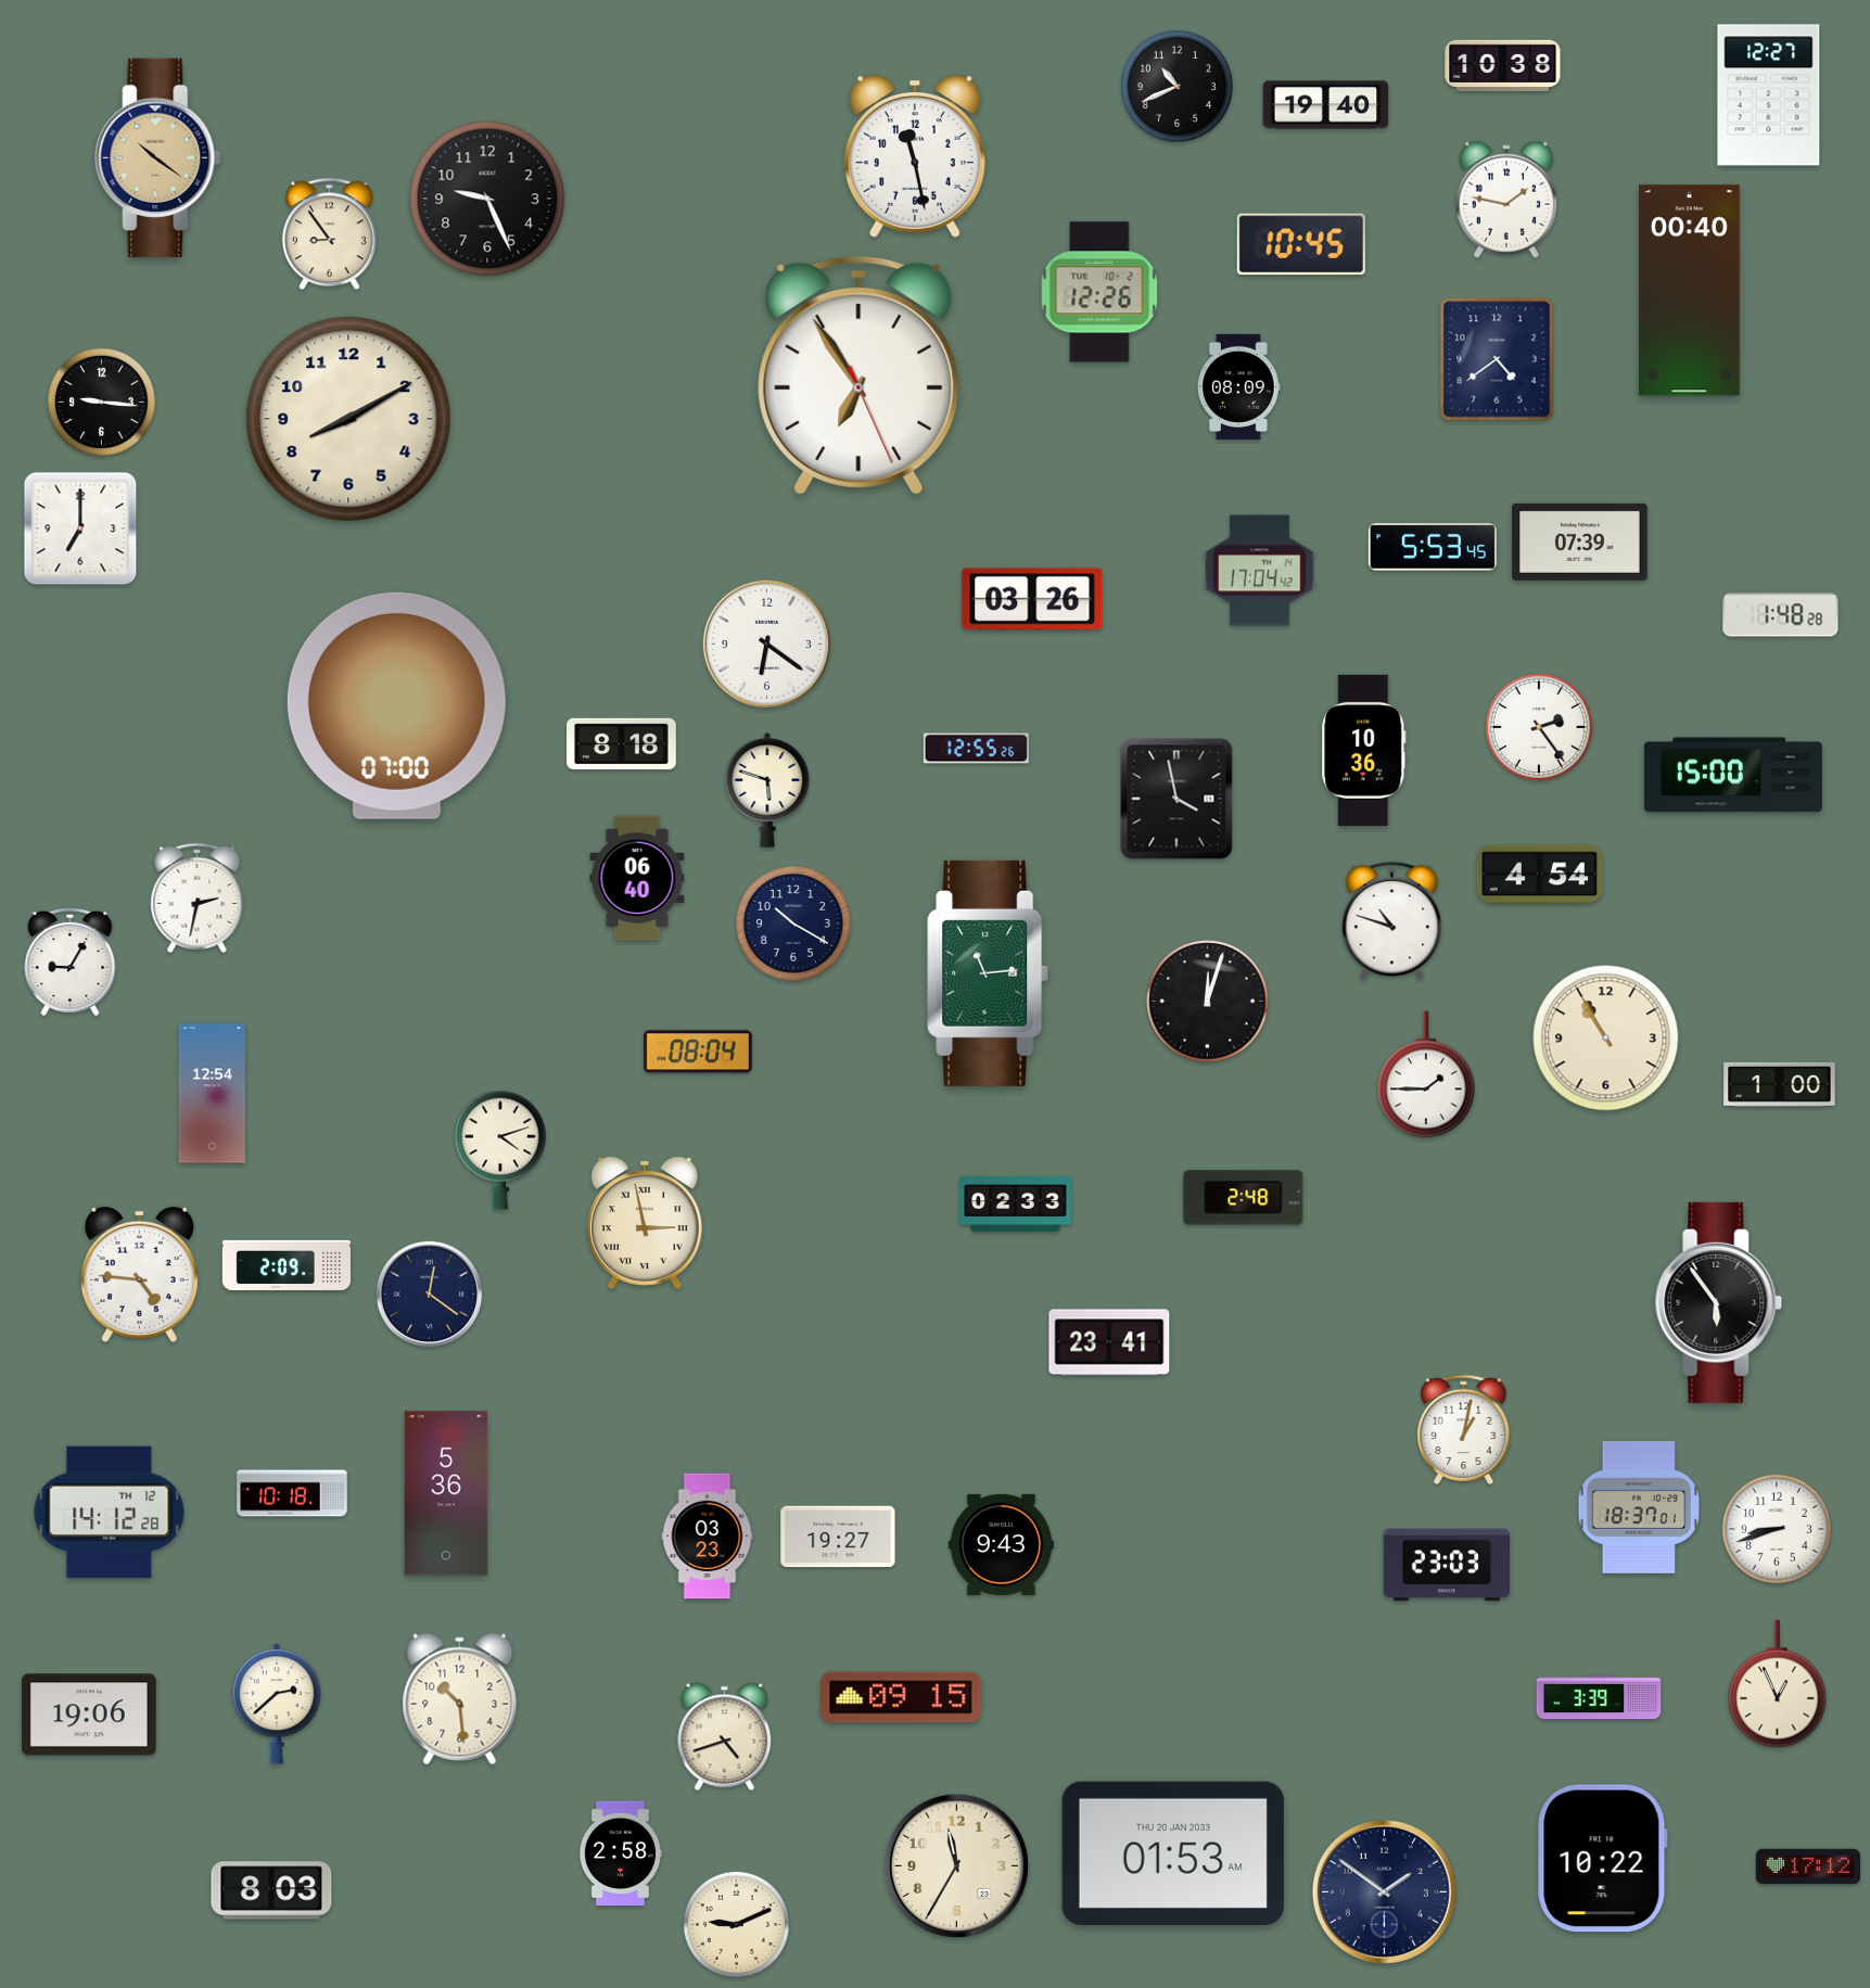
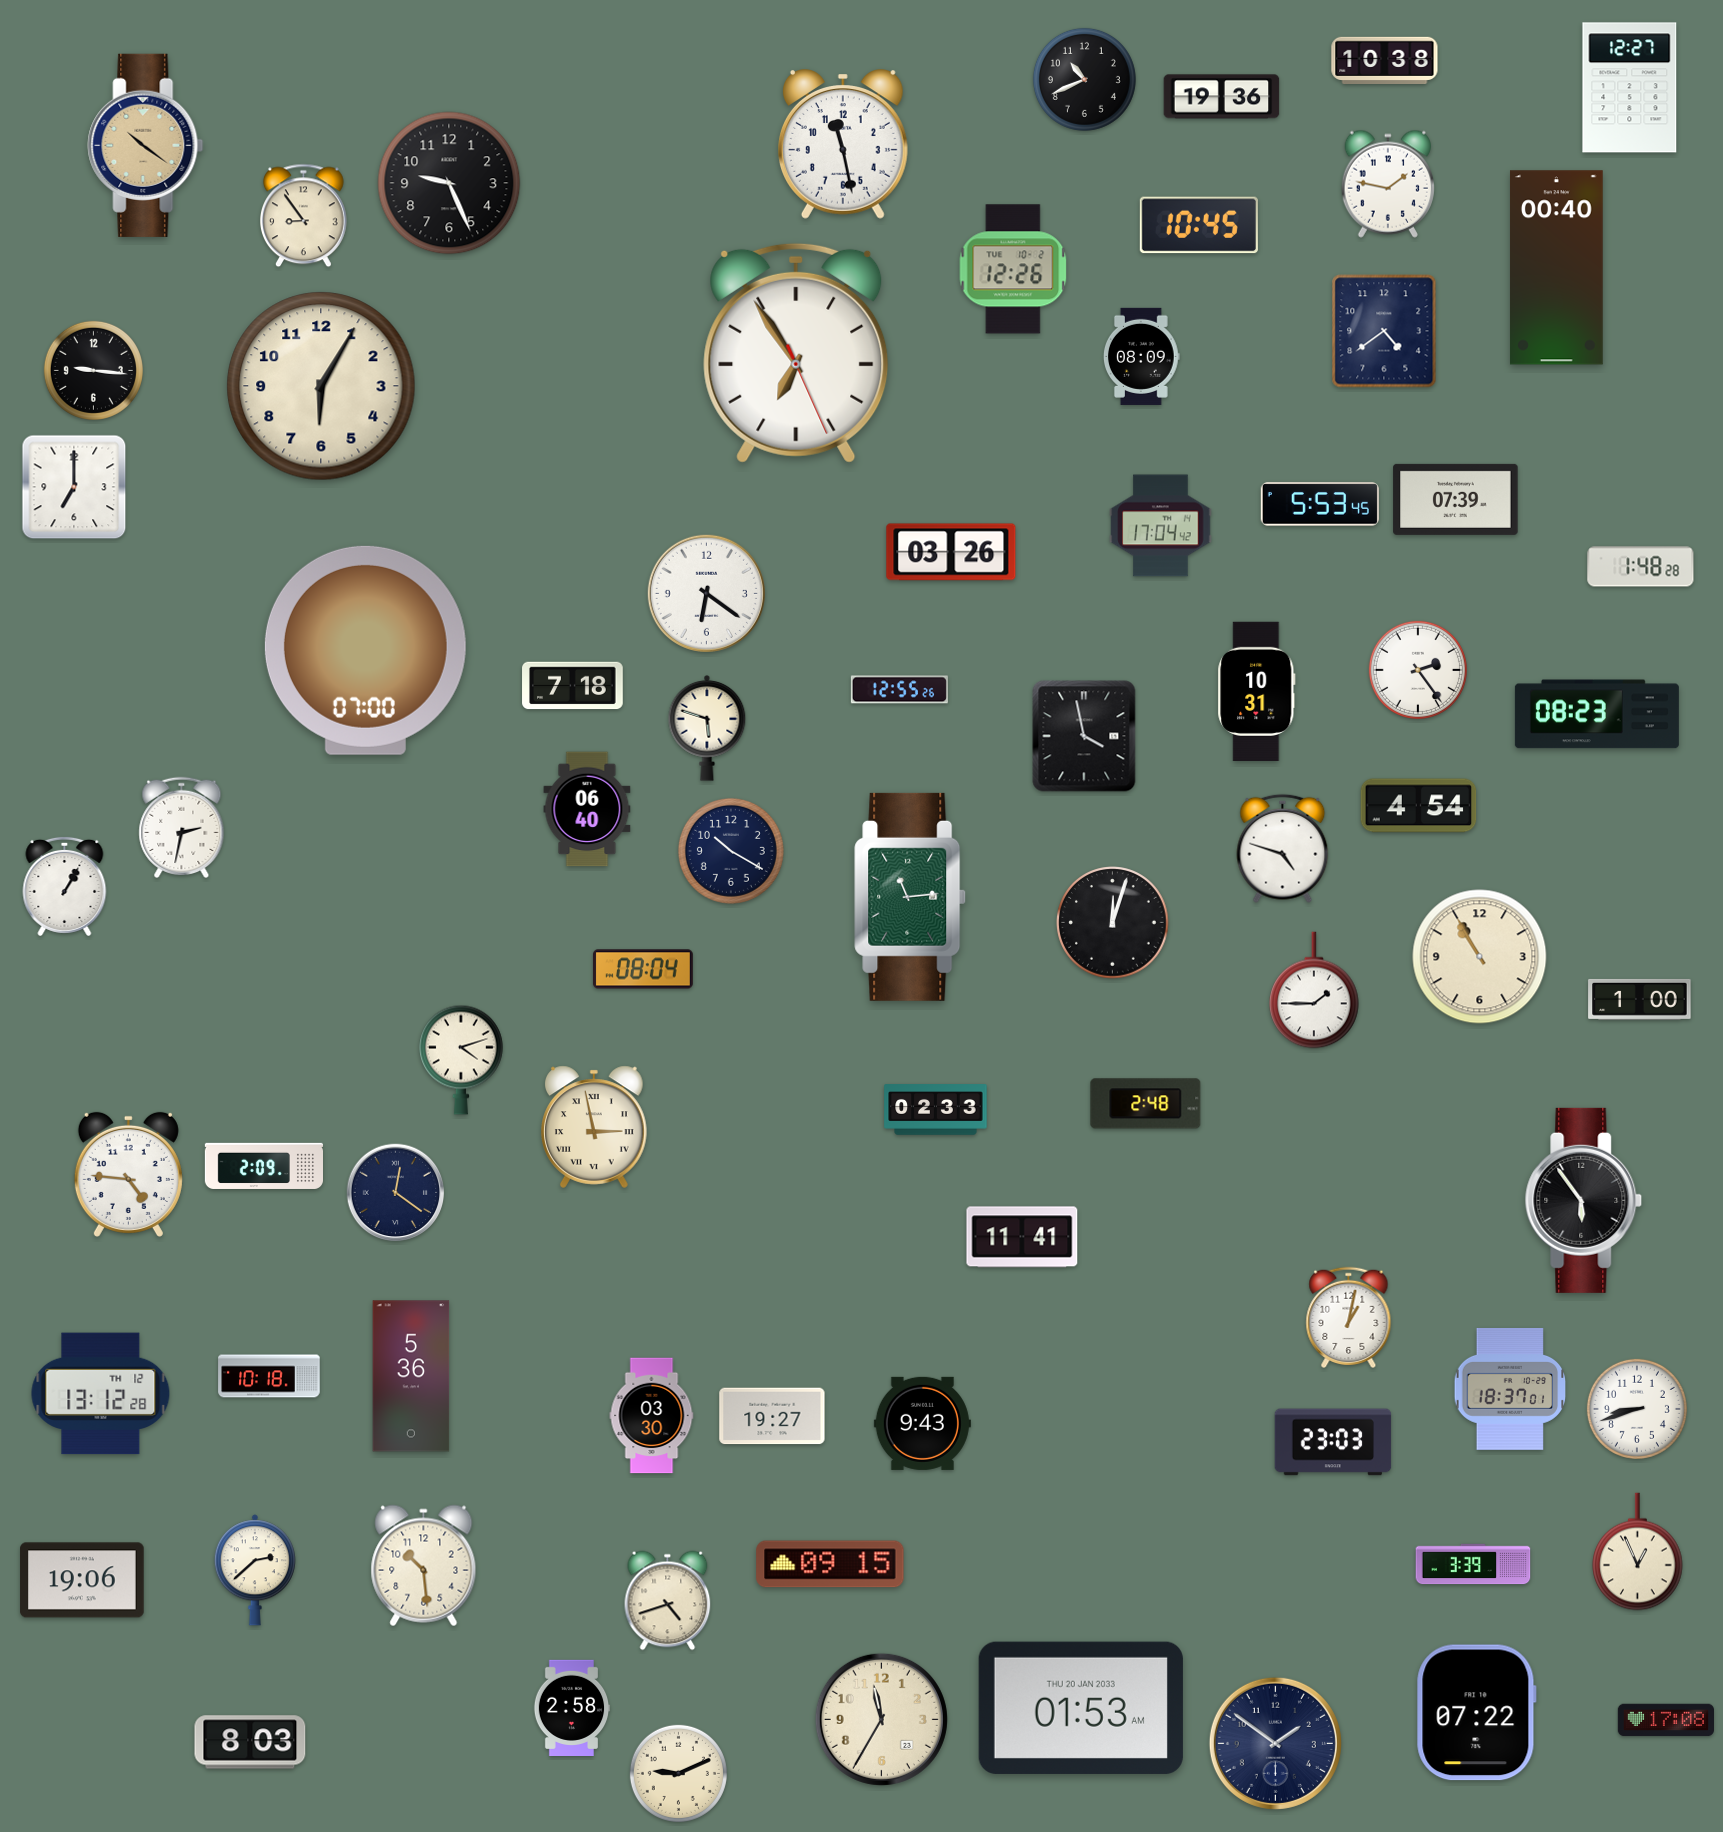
clock at (1326, 105): 19:40 -> 19:36
clock at (1497, 359) position: (1497, 359) -> (1384, 331)
clock at (858, 375) position: (858, 375) -> (796, 353)
clock at (348, 419): 8:10 -> 6:05
clock at (622, 744): 8:18 -> 7:18
clock at (1364, 750): 10:36 -> 10:31
clock at (1733, 775): 15:00 -> 08:23
clock at (1392, 920): 10:48 -> 4:48
clock at (71, 961): 9:05 -> 1:05
clock at (212, 1094): 12:54 -> none
clock at (1109, 1342): 23:41 -> 11:41
clock at (110, 1513): 14:12 -> 13:12
clock at (708, 1537): 03:23 -> 03:30
clock at (1602, 1859): 10:22 -> 07:22
clock at (1807, 1866): 17:12 -> 17:08
